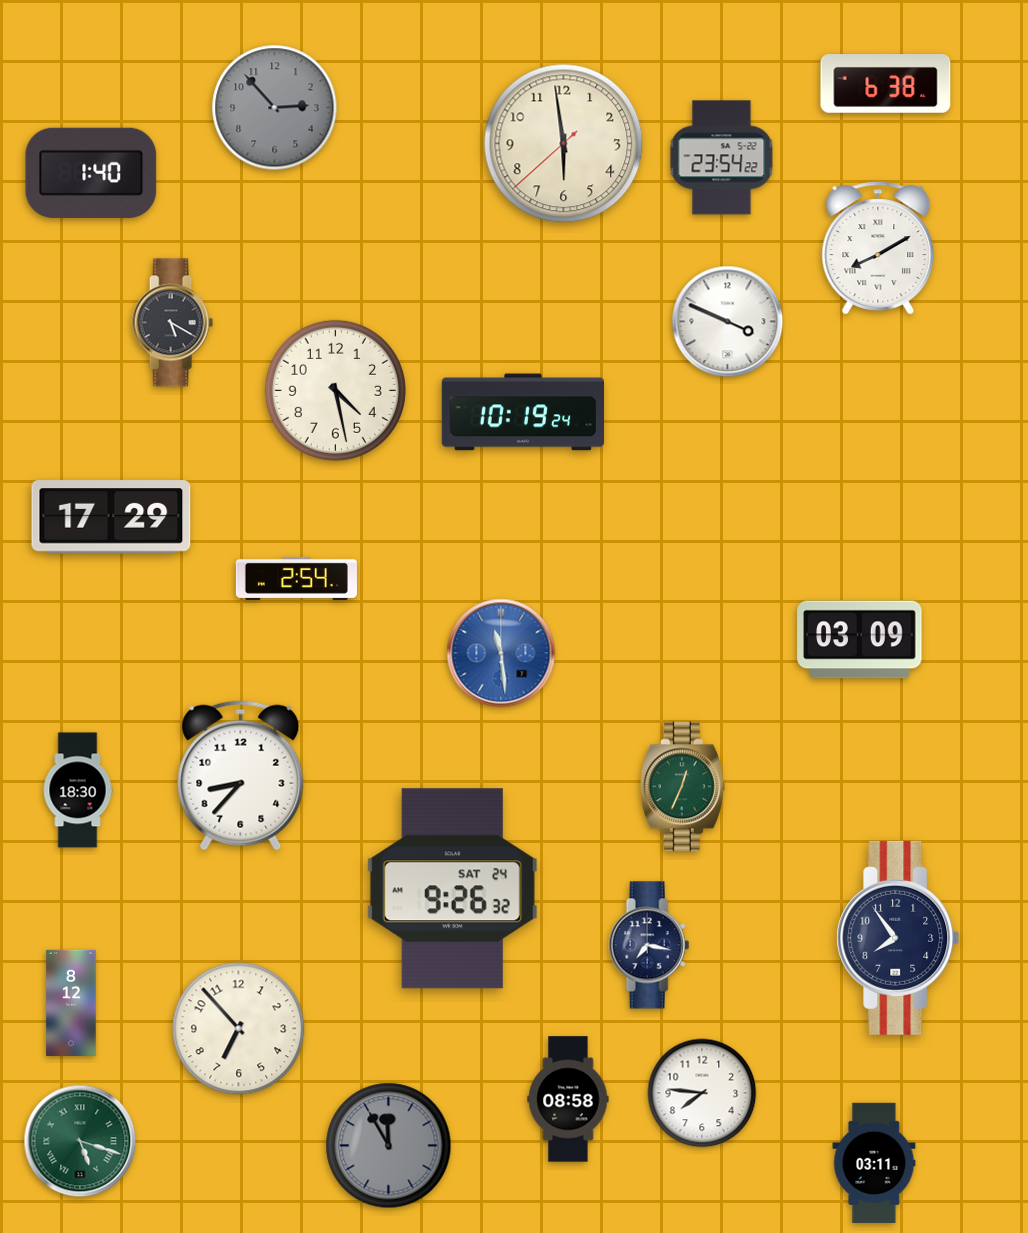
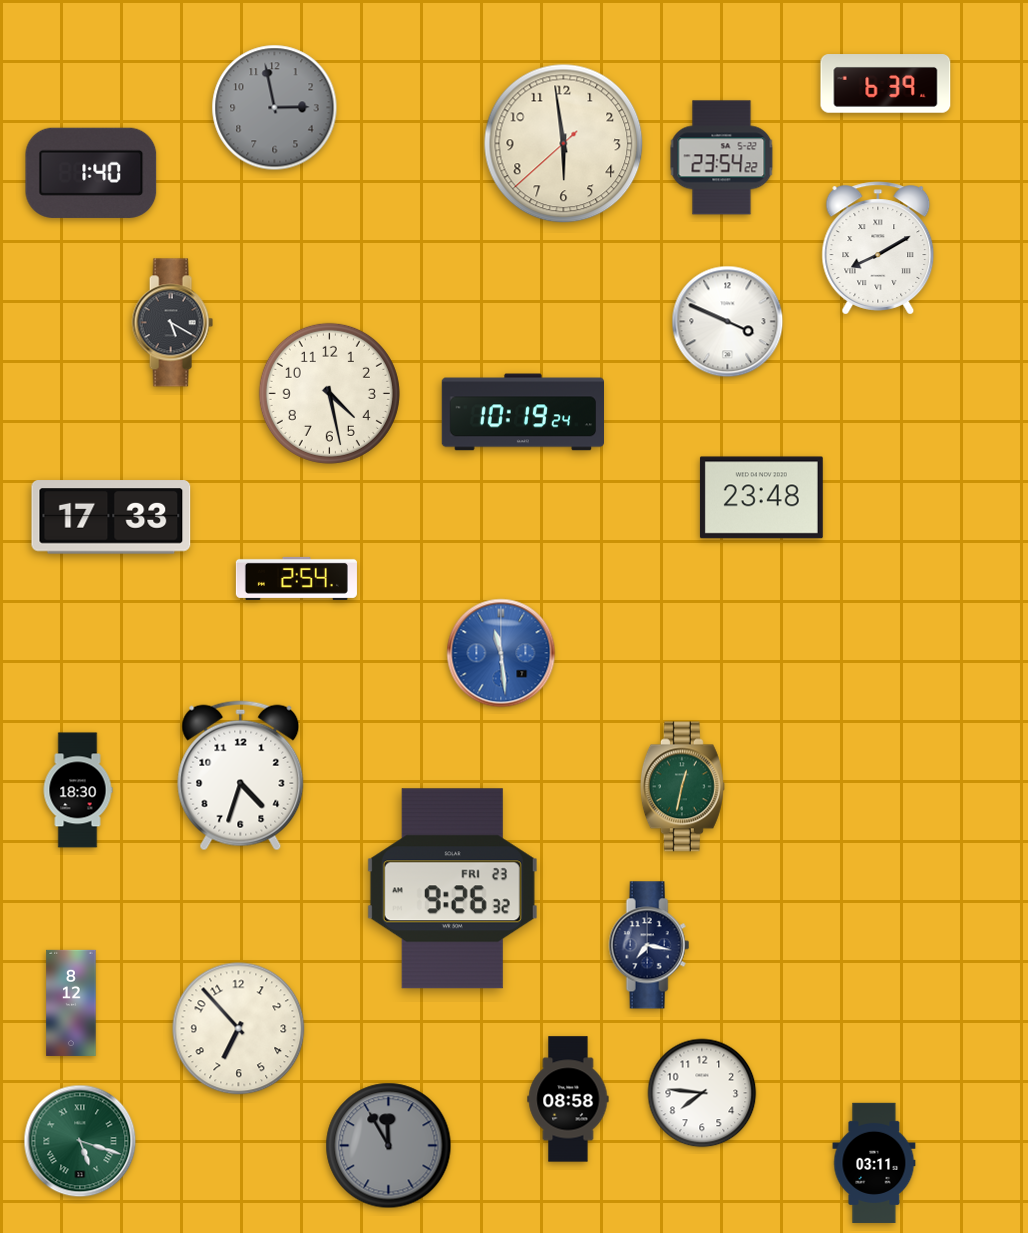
clock at (886, 84): 6:38 -> 6:39
clock at (275, 108): 2:53 -> 2:58
clock at (335, 390) position: (335, 390) -> (329, 393)
clock at (761, 498): none -> 23:48
clock at (111, 517): 17:29 -> 17:33
clock at (860, 640): 03:09 -> none
clock at (241, 776): 8:37 -> 4:33
clock at (682, 787): 12:34 -> 12:32
clock at (452, 889) date: SAT 24 -> FRI 23
clock at (898, 938): 7:54 -> none
